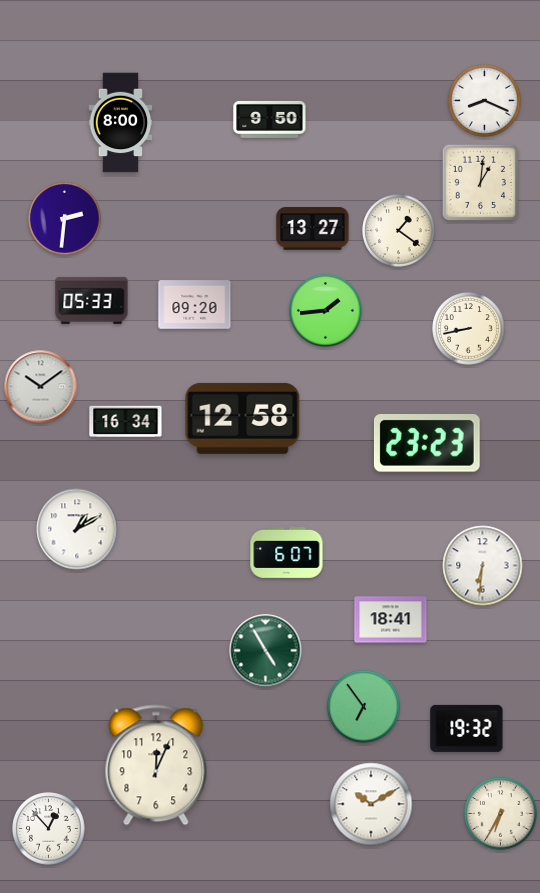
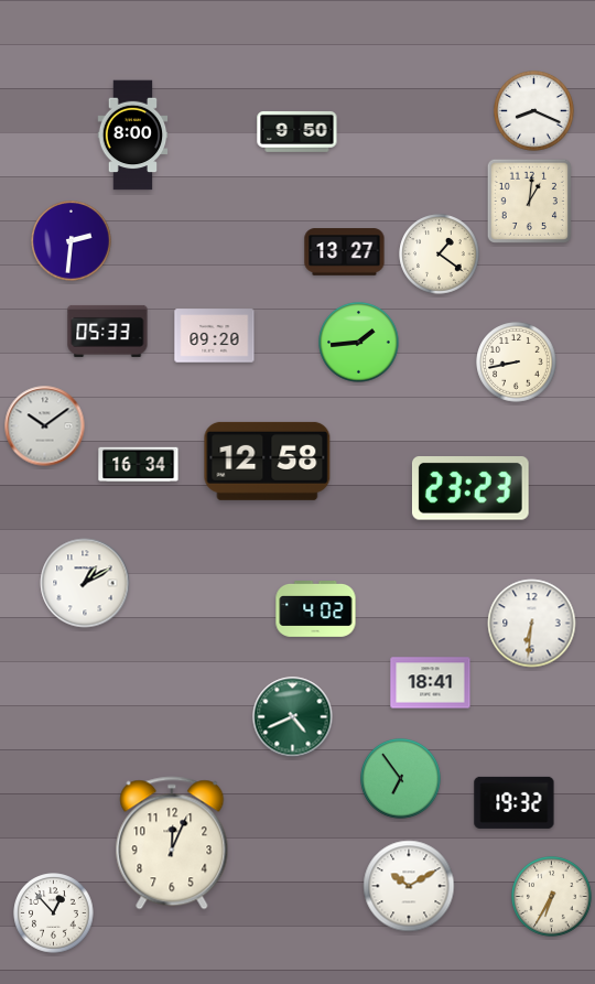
clock at (92, 300) position: (92, 300) -> (108, 331)
clock at (287, 553): 6:07 -> 4:02
clock at (266, 651): 4:55 -> 4:41
